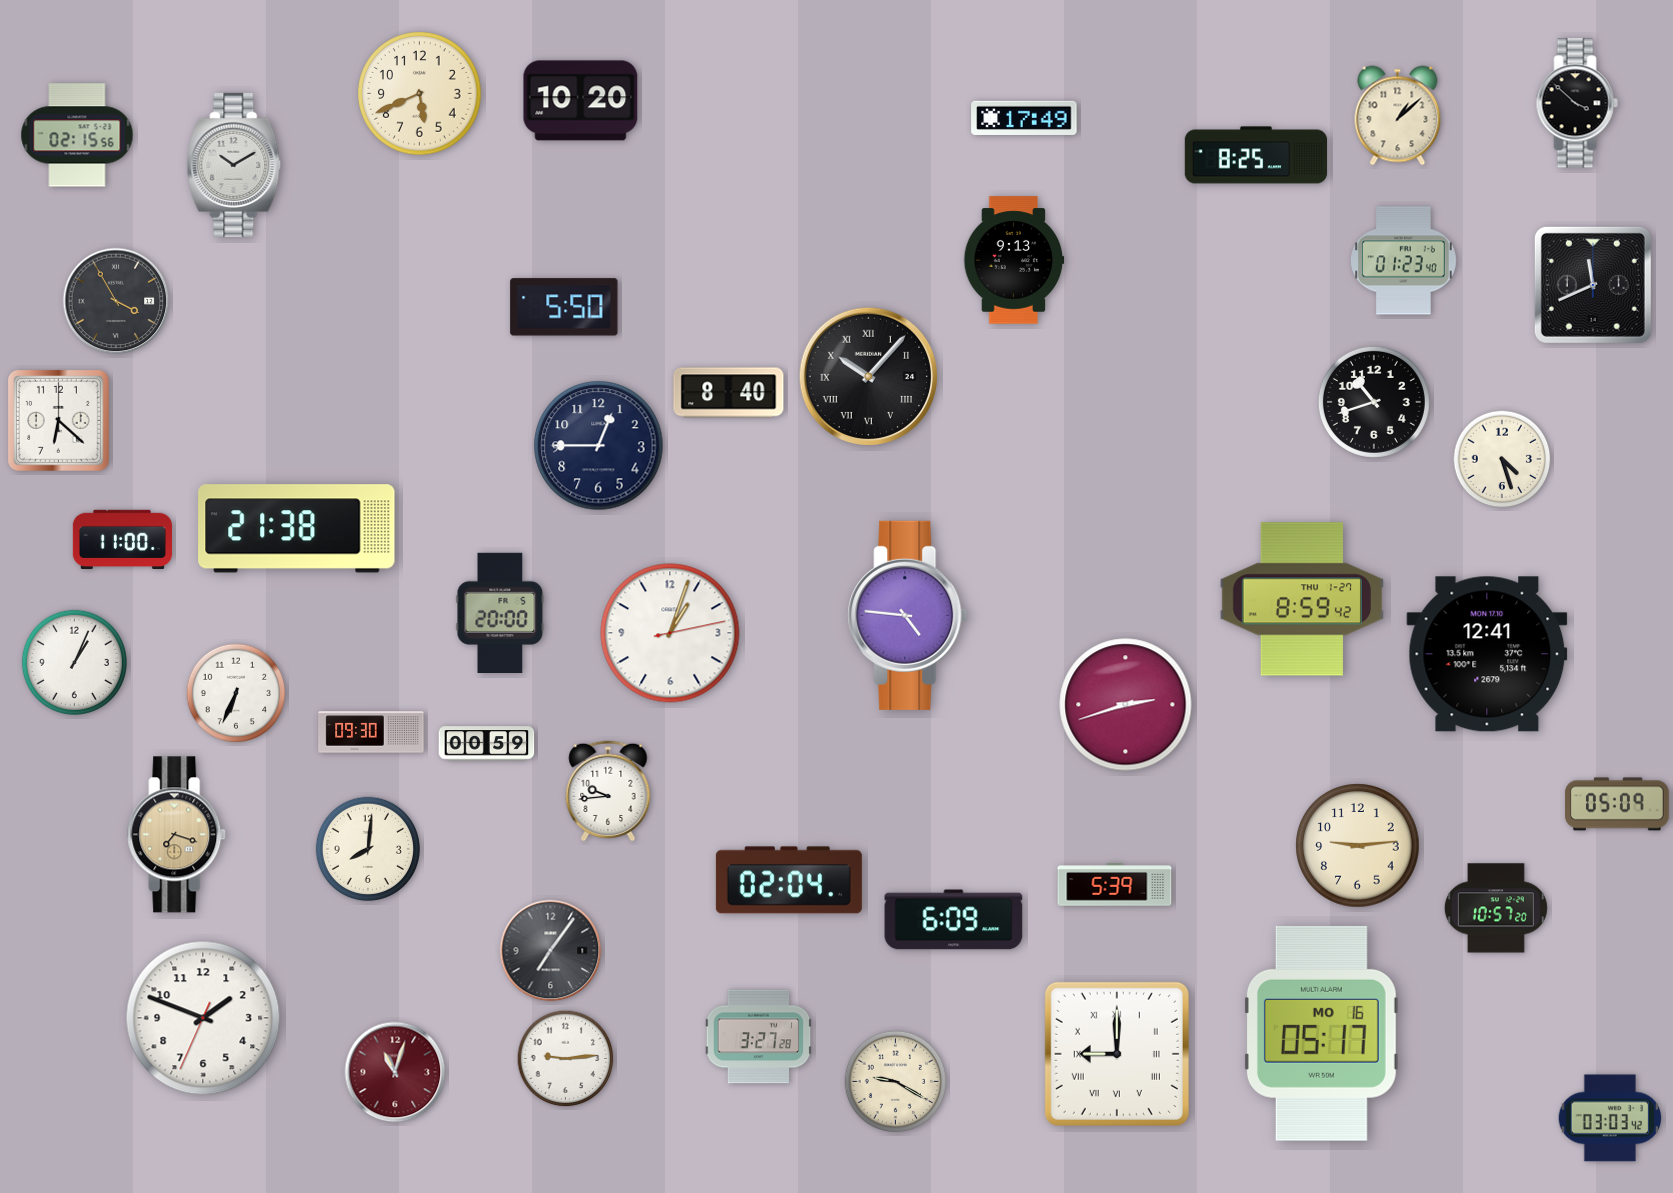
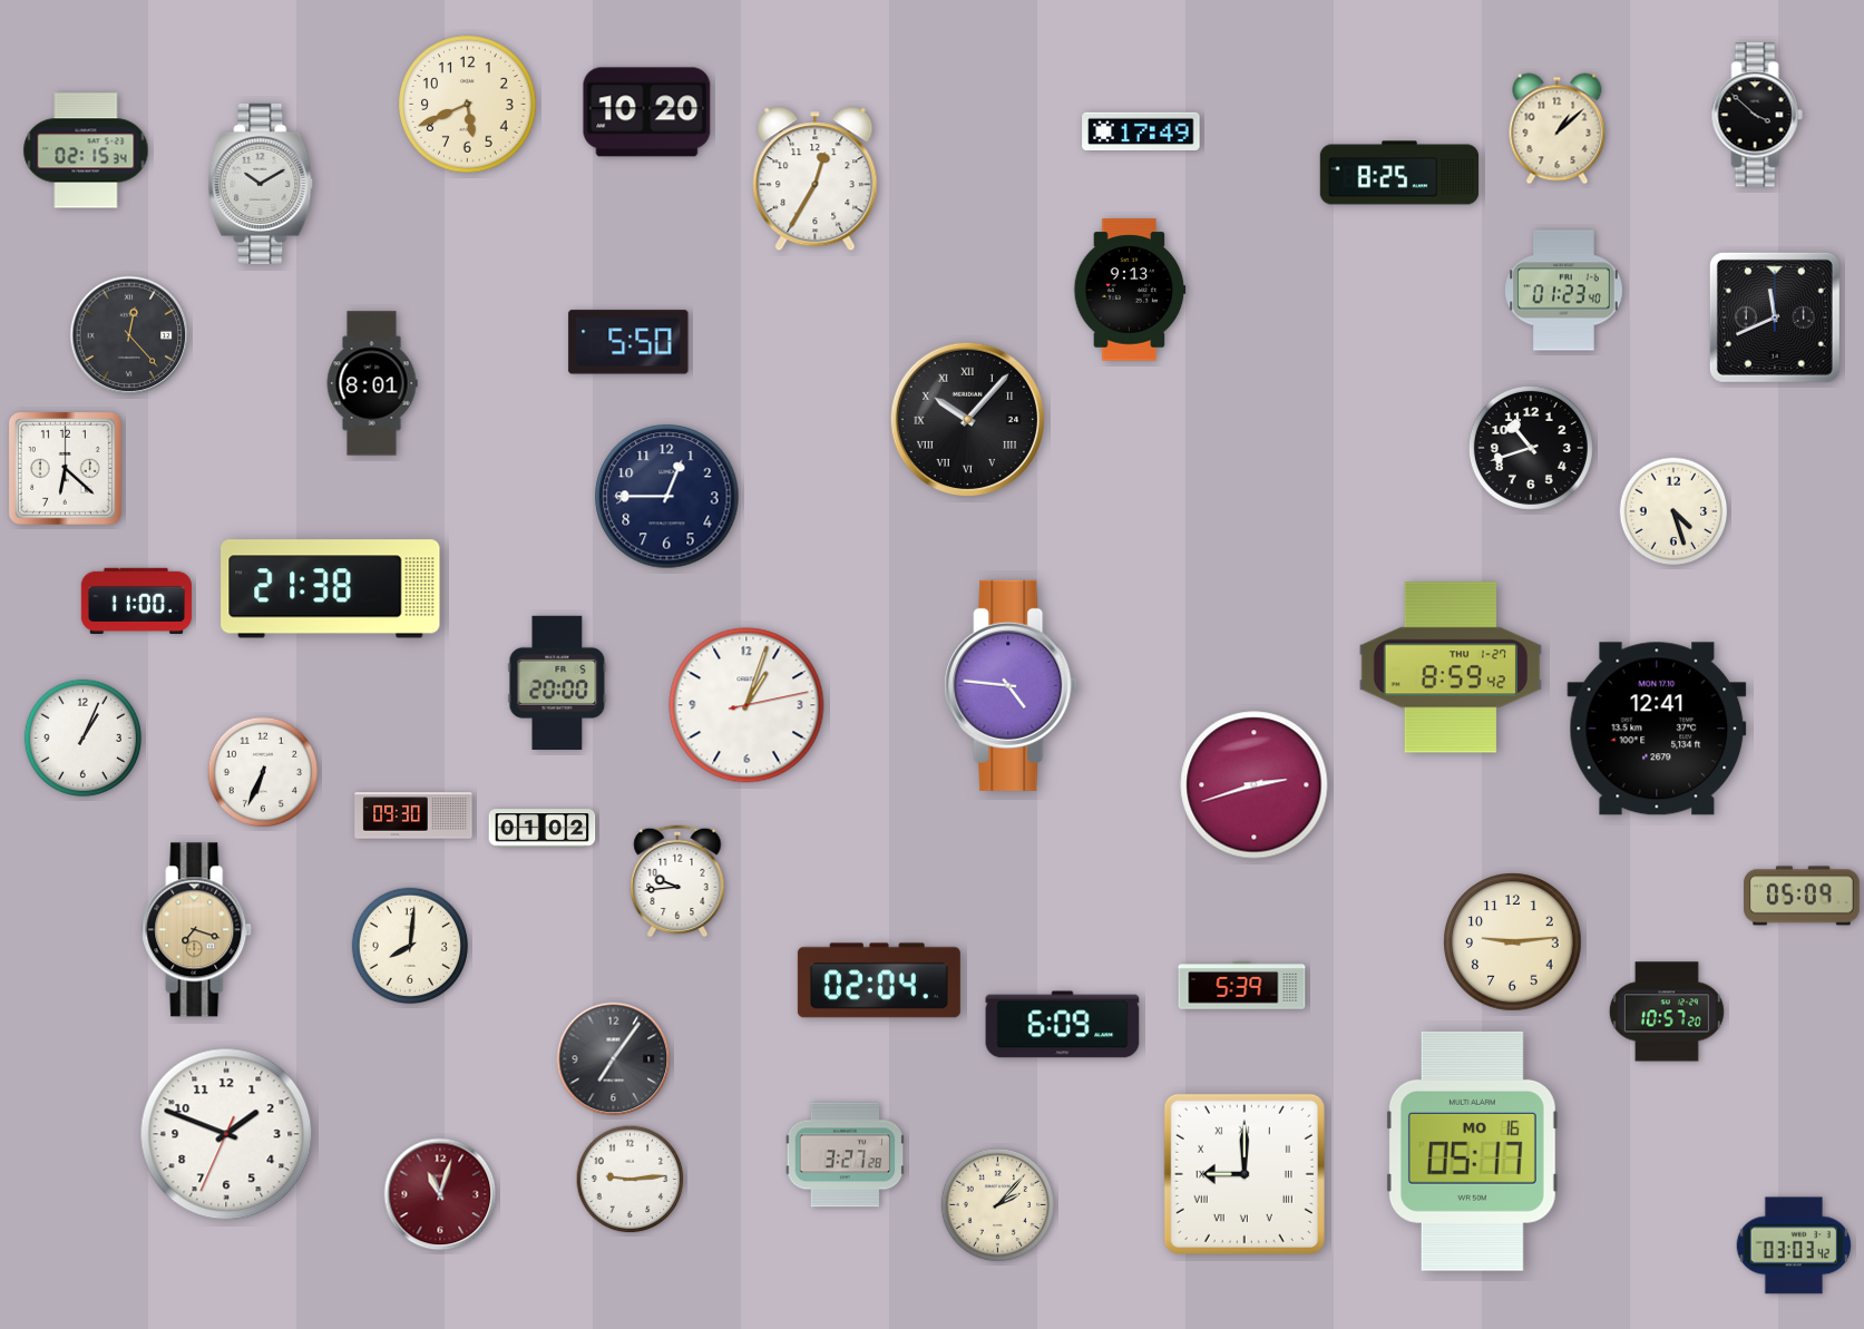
clock at (77, 135): 02:15:56 -> 02:15:34
clock at (816, 179): none -> 12:35
clock at (116, 301): 3:55 -> 12:23
clock at (372, 383): none -> 8:01
clock at (729, 393): 8:40 -> none
clock at (487, 744): 00:59 -> 01:02
clock at (895, 1081): 9:20 -> 2:07
